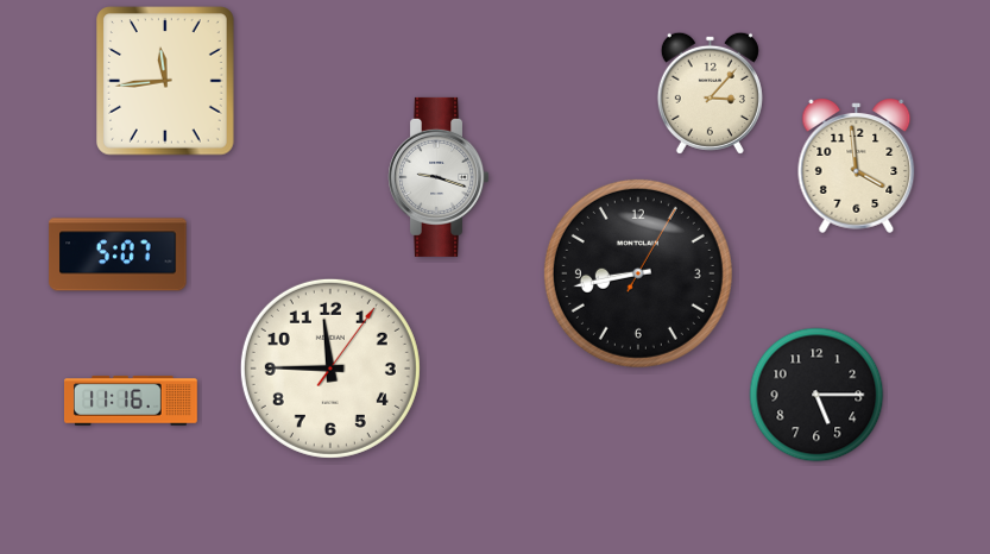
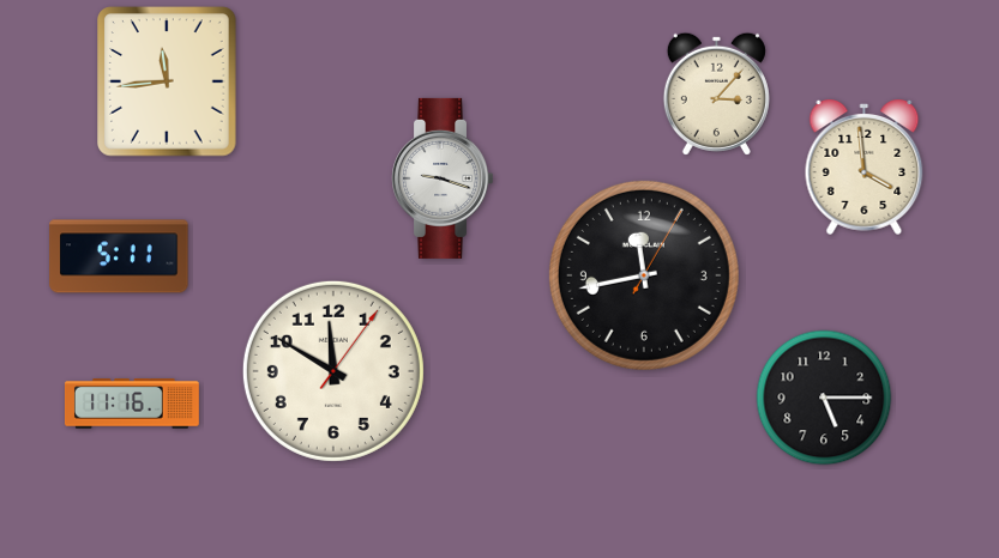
clock at (118, 254): 5:07 -> 5:11
clock at (638, 273): 8:43 -> 11:43
clock at (330, 369): 11:45 -> 11:50
